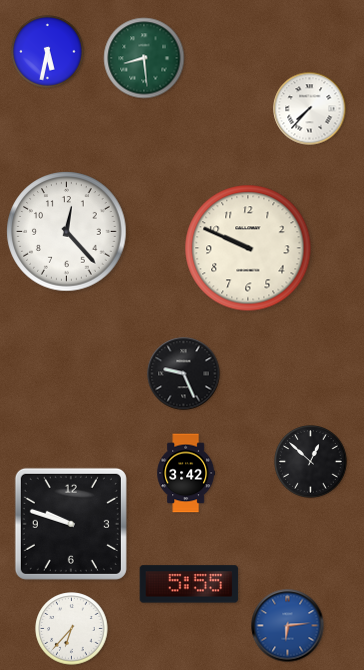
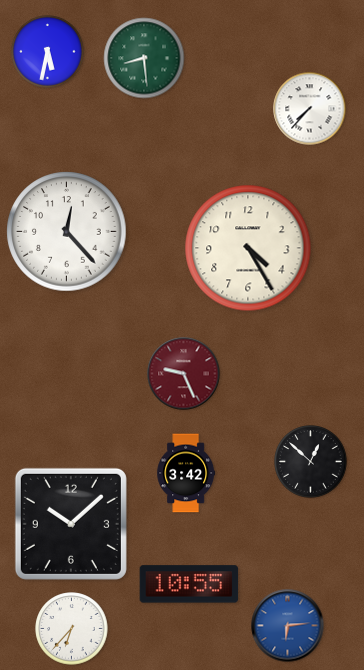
clock at (248, 248): 9:49 -> 4:25
clock at (184, 374) dial: black -> burgundy
clock at (71, 524): 9:48 -> 10:08
clock at (189, 584): 5:55 -> 10:55
